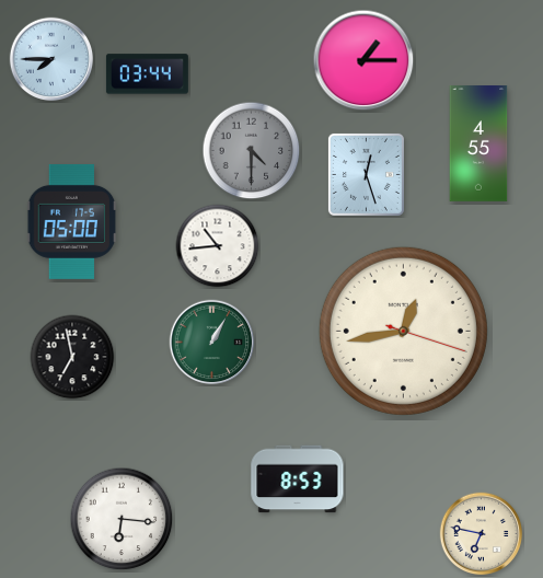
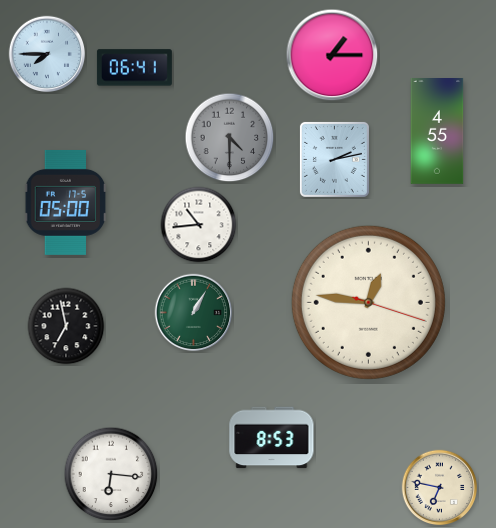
clock at (147, 74): 03:44 -> 06:41
clock at (366, 174): 12:27 -> 2:13
clock at (403, 331): 12:43 -> 12:46
